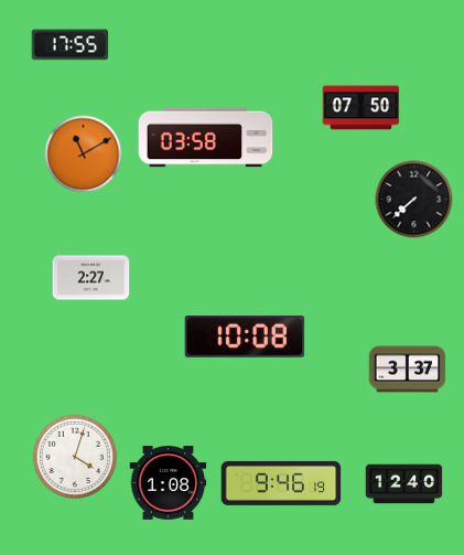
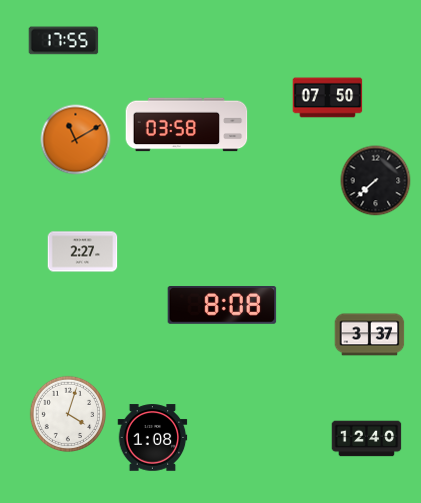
clock at (245, 338): 10:08 -> 8:08
clock at (281, 483): 9:46 -> none
